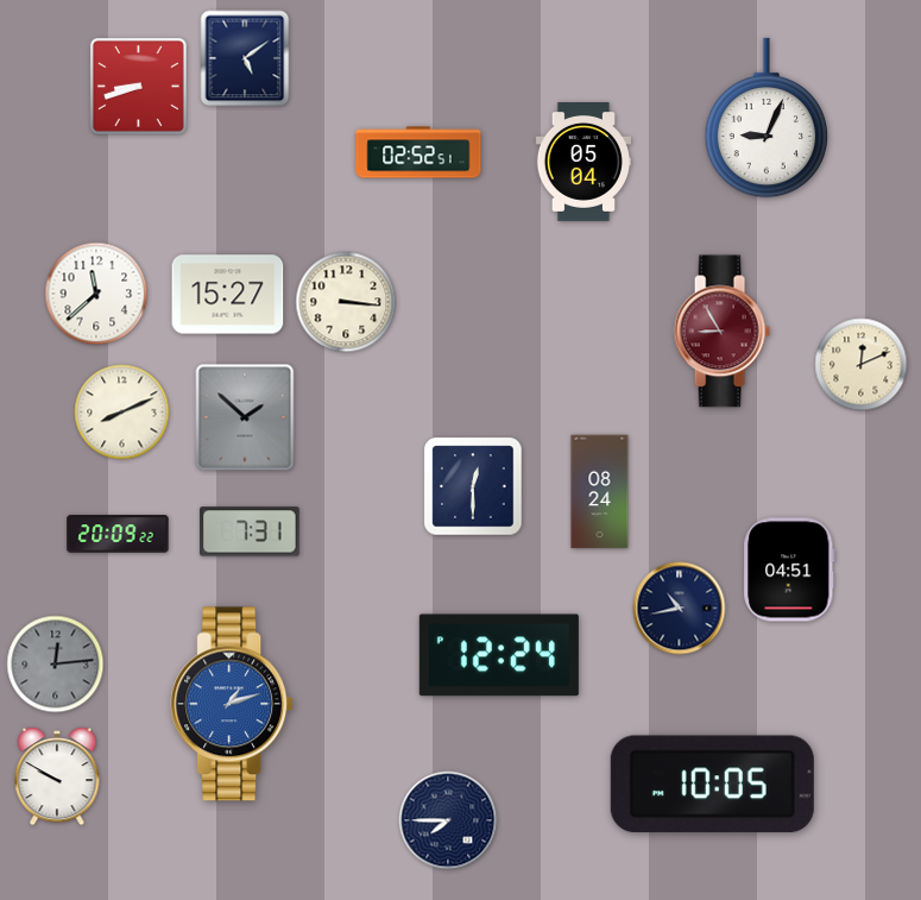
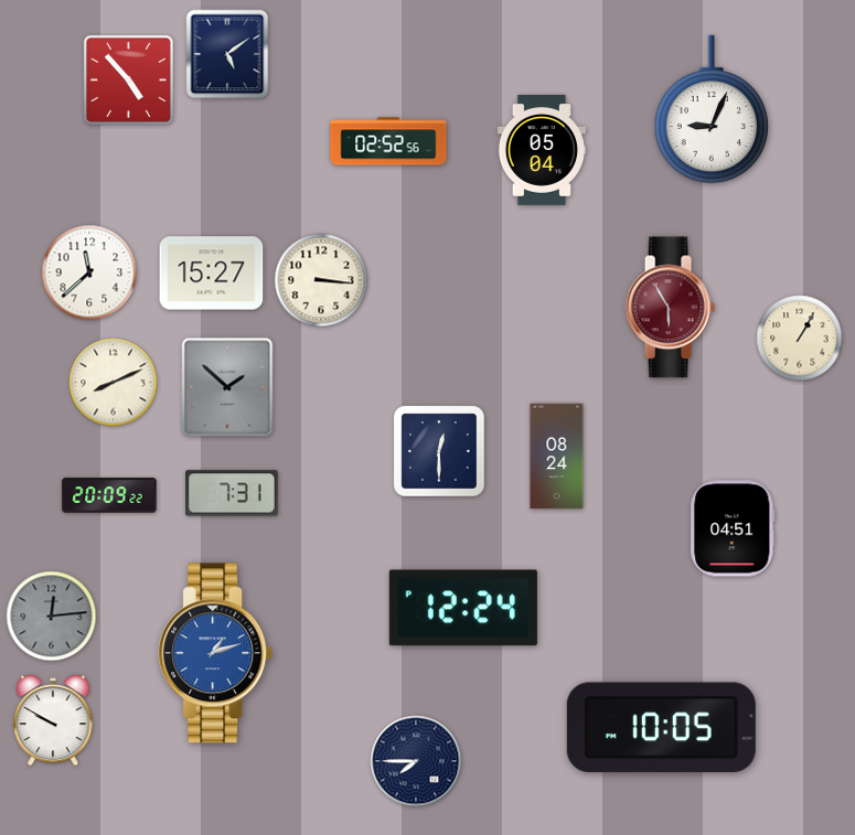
clock at (138, 86): 8:42 -> 4:53
clock at (418, 152): 02:52:51 -> 02:52:56
clock at (721, 332): 8:55 -> 5:55
clock at (862, 365): 12:11 -> 1:05
clock at (680, 609): 10:43 -> none
